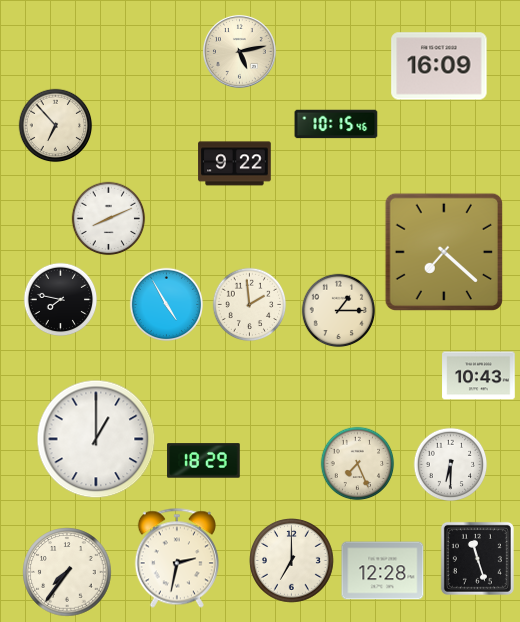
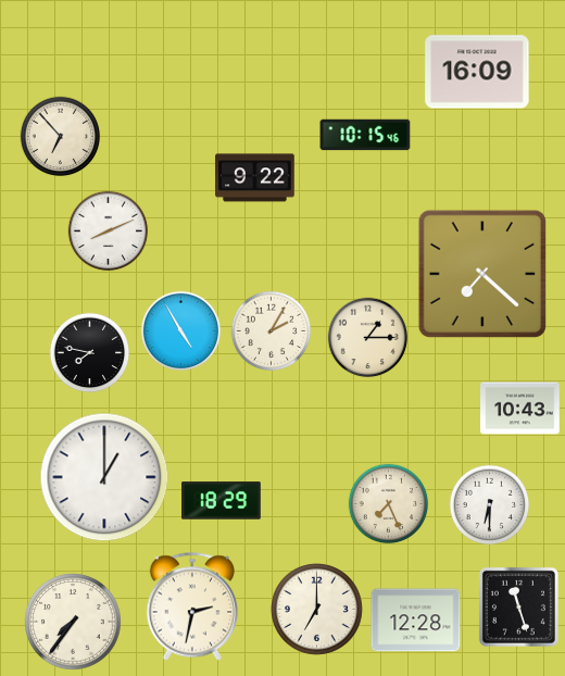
clock at (239, 51): 5:13 -> none
clock at (109, 219) position: (109, 219) -> (109, 231)
clock at (61, 300) position: (61, 300) -> (90, 353)
clock at (250, 305): 1:59 -> 2:05
